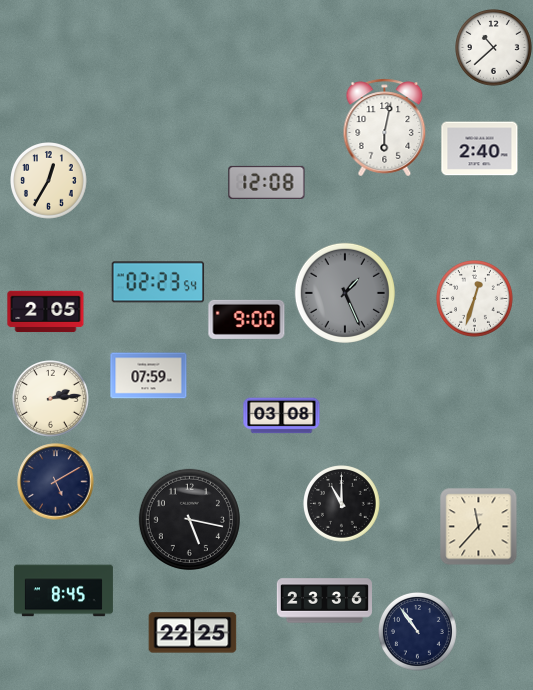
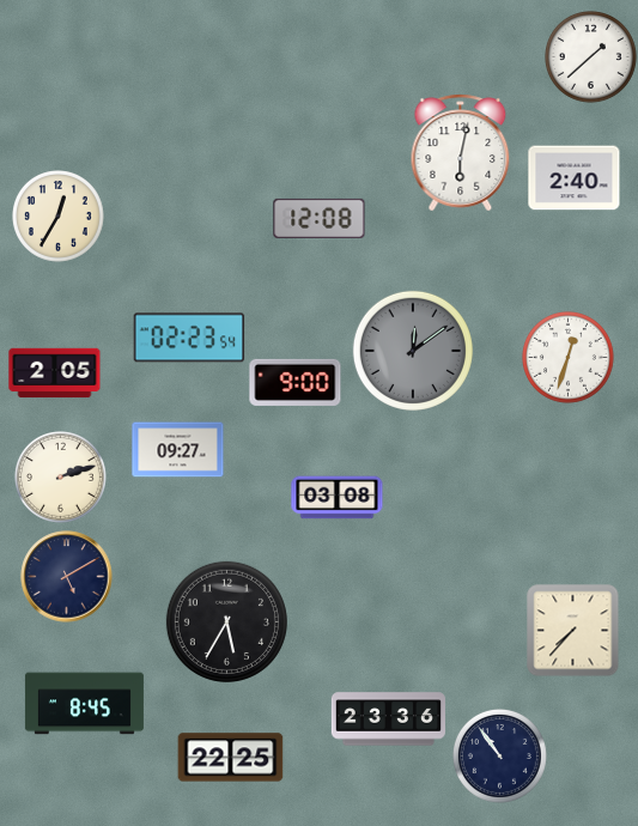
clock at (494, 48): 10:38 -> 1:38
clock at (345, 293): 1:26 -> 12:09
clock at (149, 376): 07:59 -> 09:27
clock at (51, 399): 2:14 -> 2:12
clock at (342, 504): 11:00 -> none
clock at (189, 519): 5:17 -> 5:35
clock at (479, 527): 11:37 -> 7:37
clock at (63, 591) position: (63, 591) -> (84, 704)
